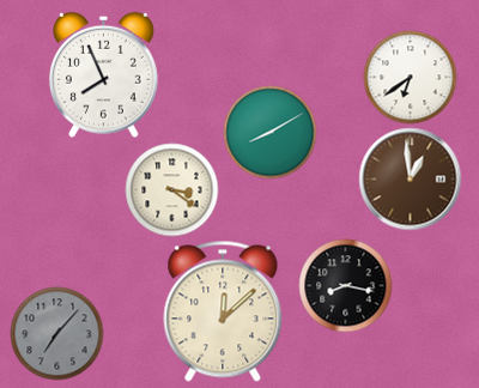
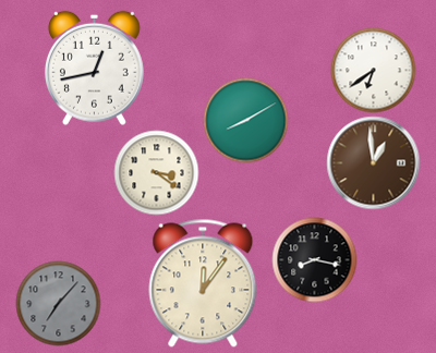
clock at (103, 74): 7:56 -> 12:43
clock at (223, 311): 12:08 -> 12:06
clock at (56, 333) position: (56, 333) -> (58, 303)
